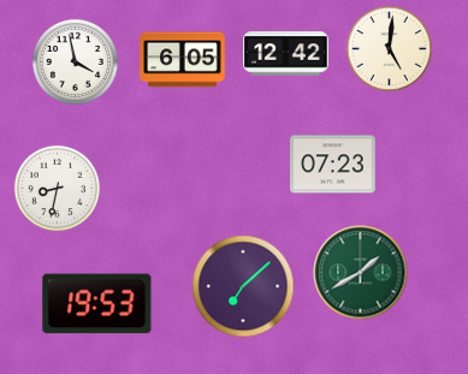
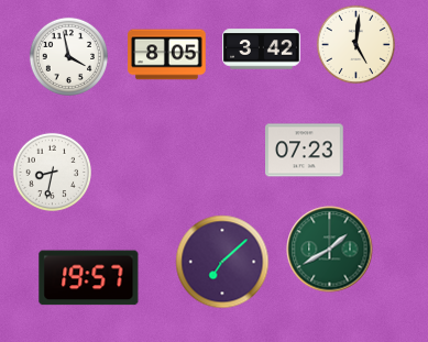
clock at (286, 54): 12:42 -> 3:42
clock at (183, 60): 6:05 -> 8:05
clock at (97, 304): 19:53 -> 19:57
